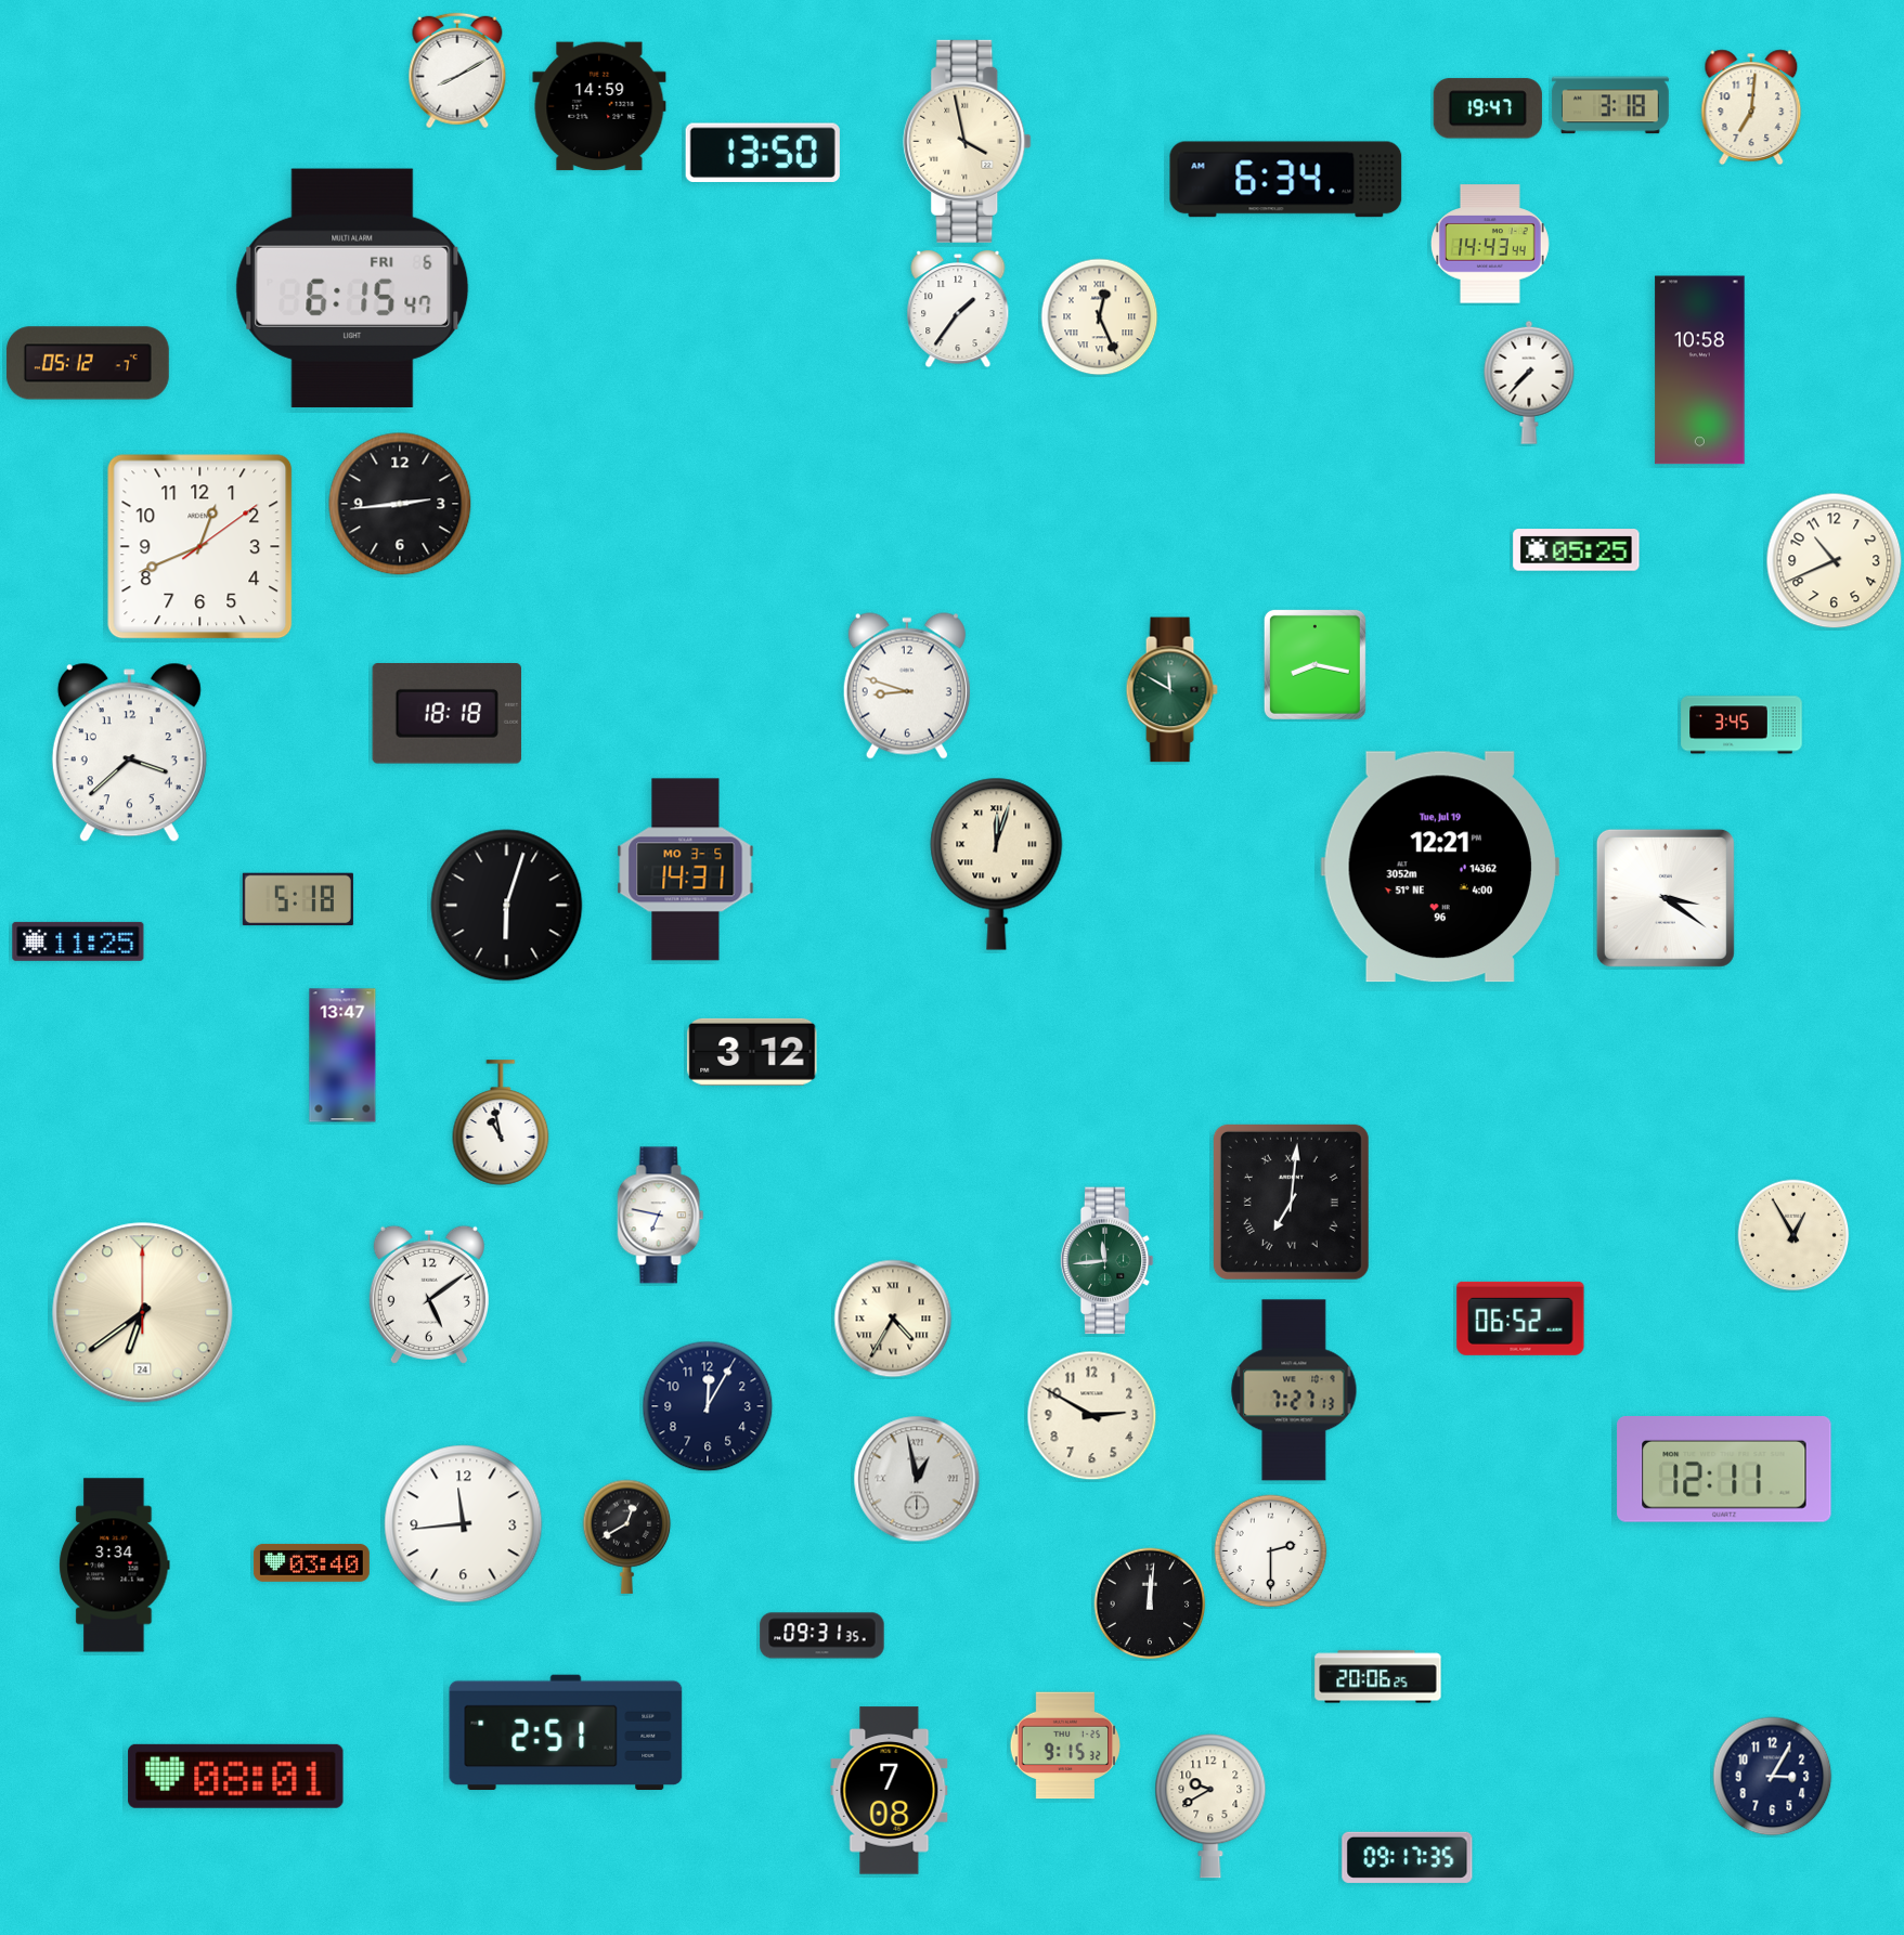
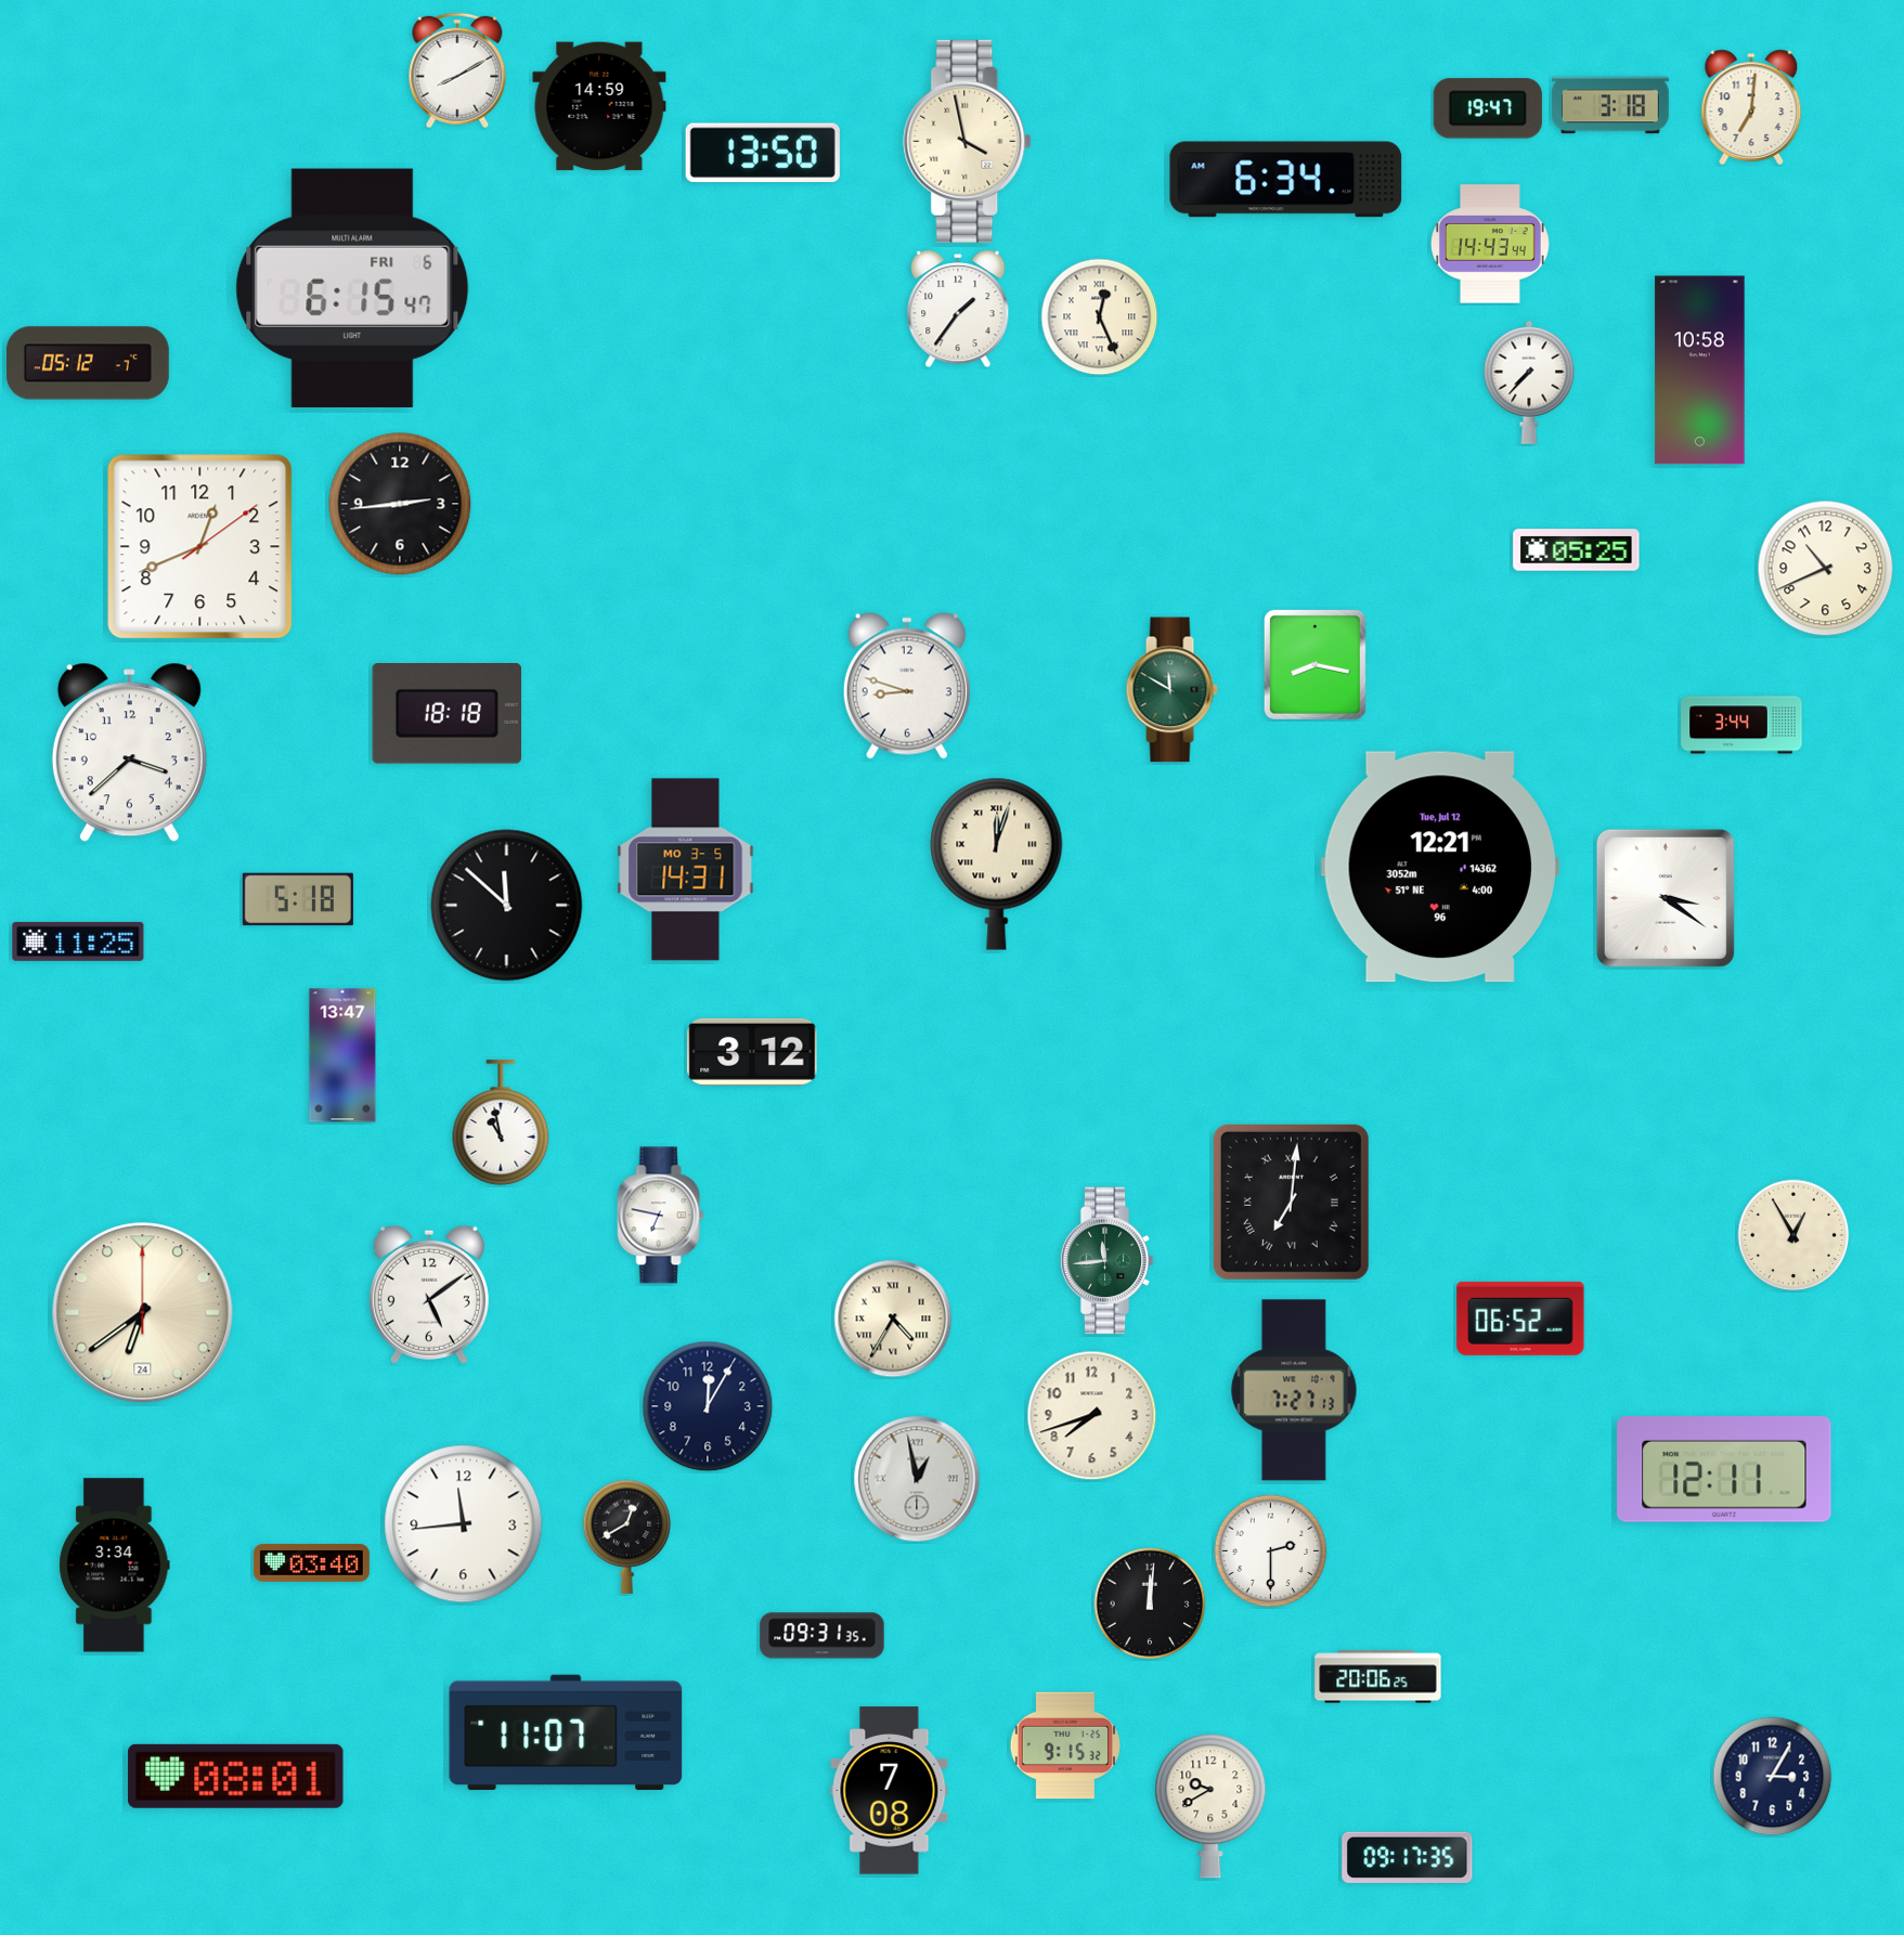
clock at (1835, 561) position: (1835, 561) -> (1826, 569)
clock at (1741, 725): 3:45 -> 3:44
clock at (1440, 867) date: Tue, Jul 19 -> Tue, Jul 12
clock at (507, 906): 6:03 -> 11:52
clock at (1092, 1416): 2:50 -> 7:42
clock at (566, 1732): 2:51 -> 11:07
